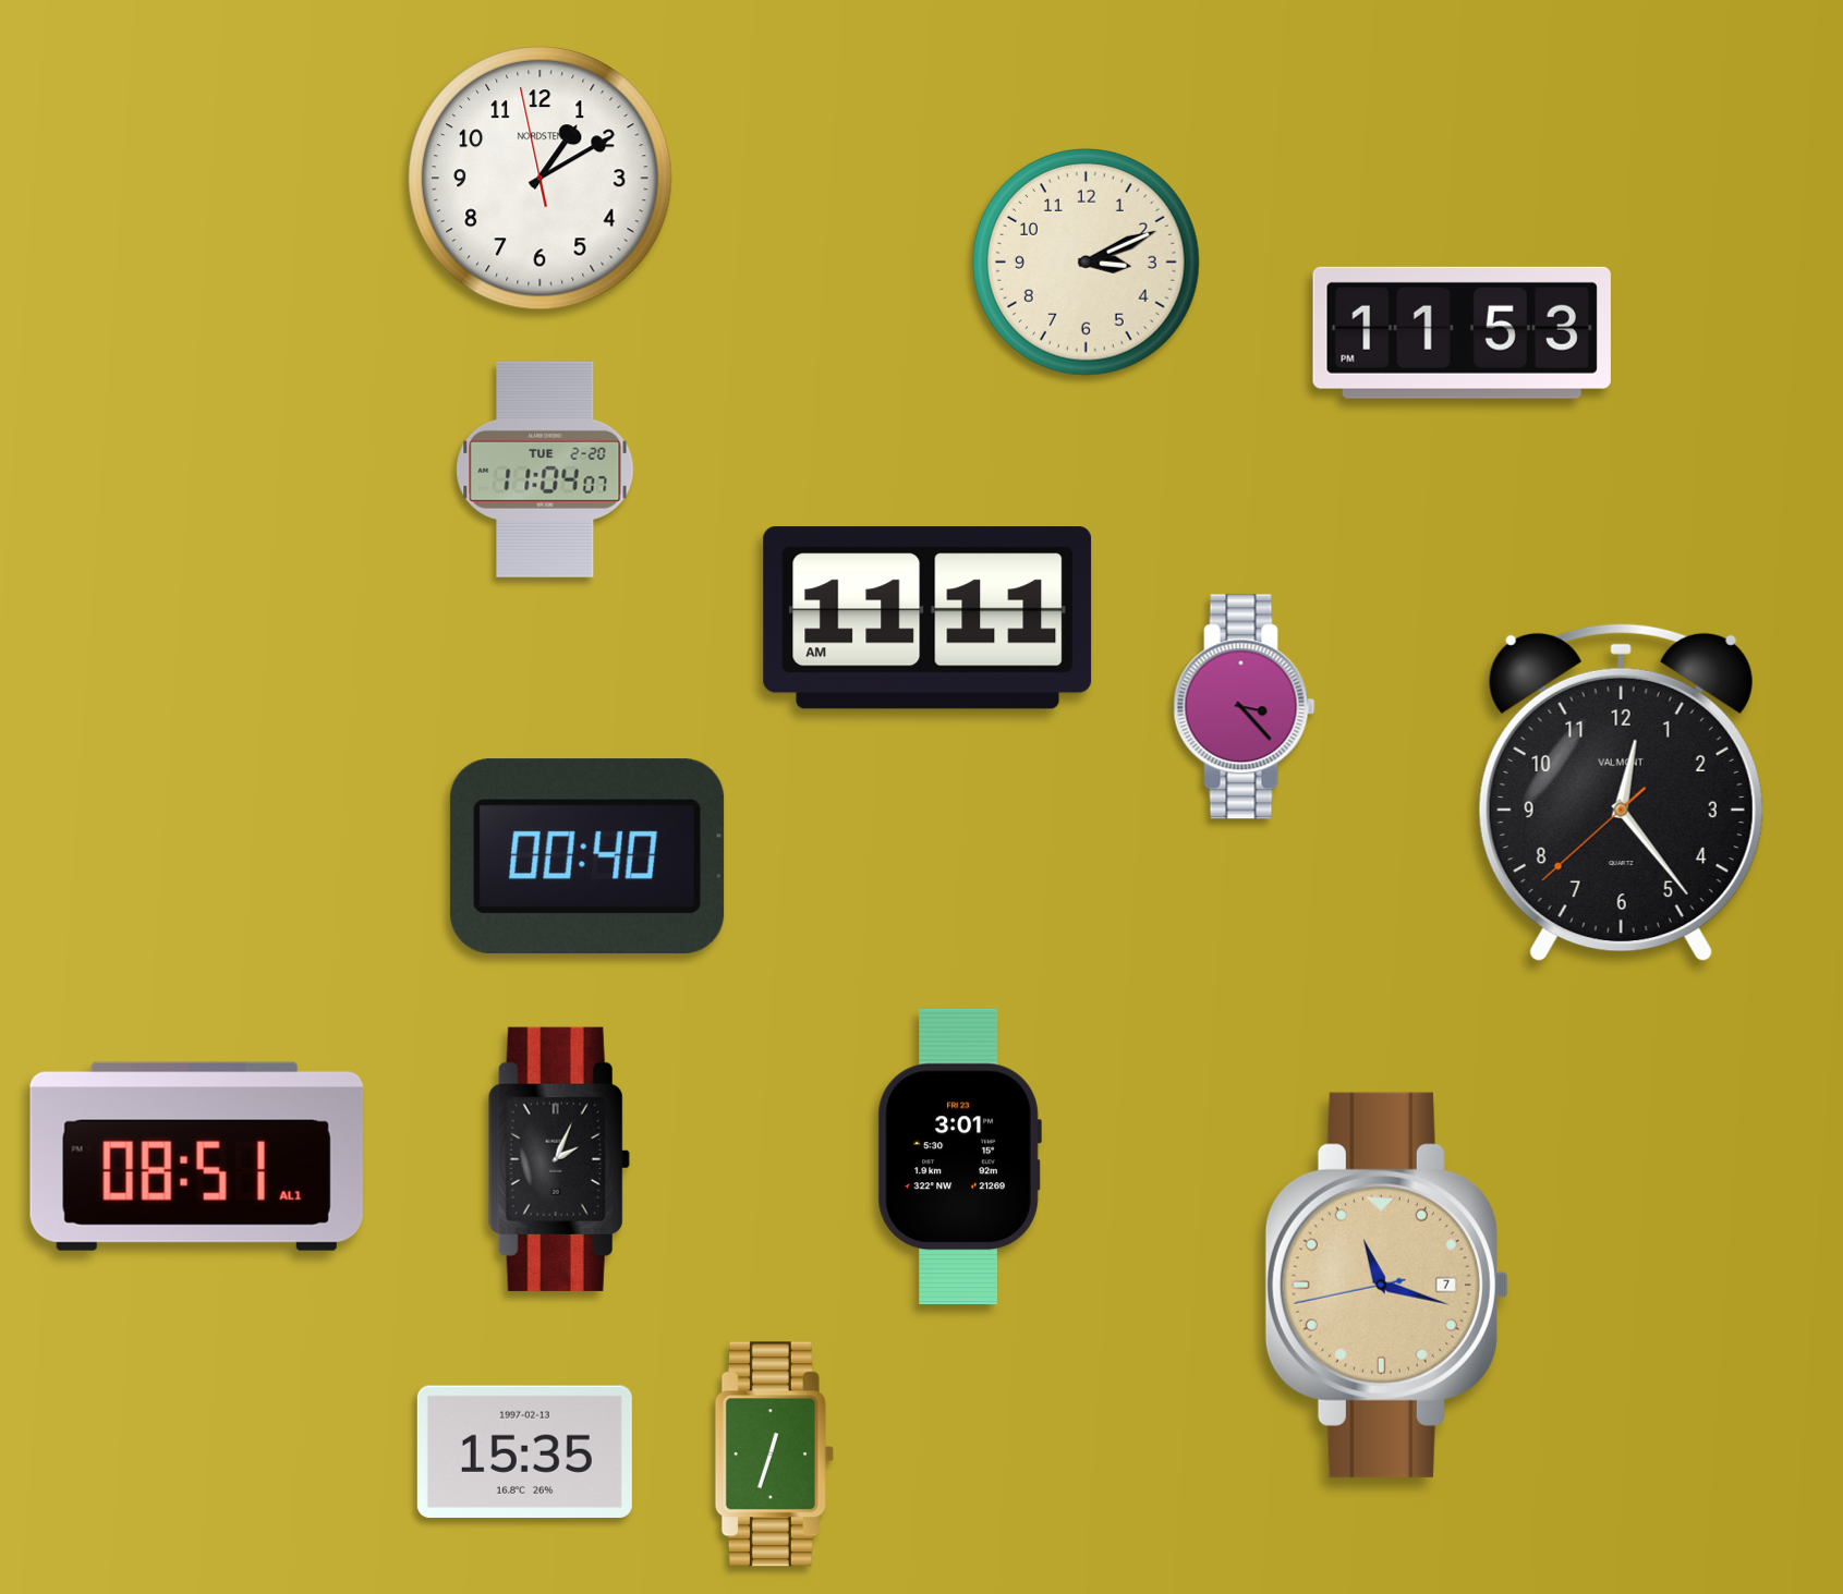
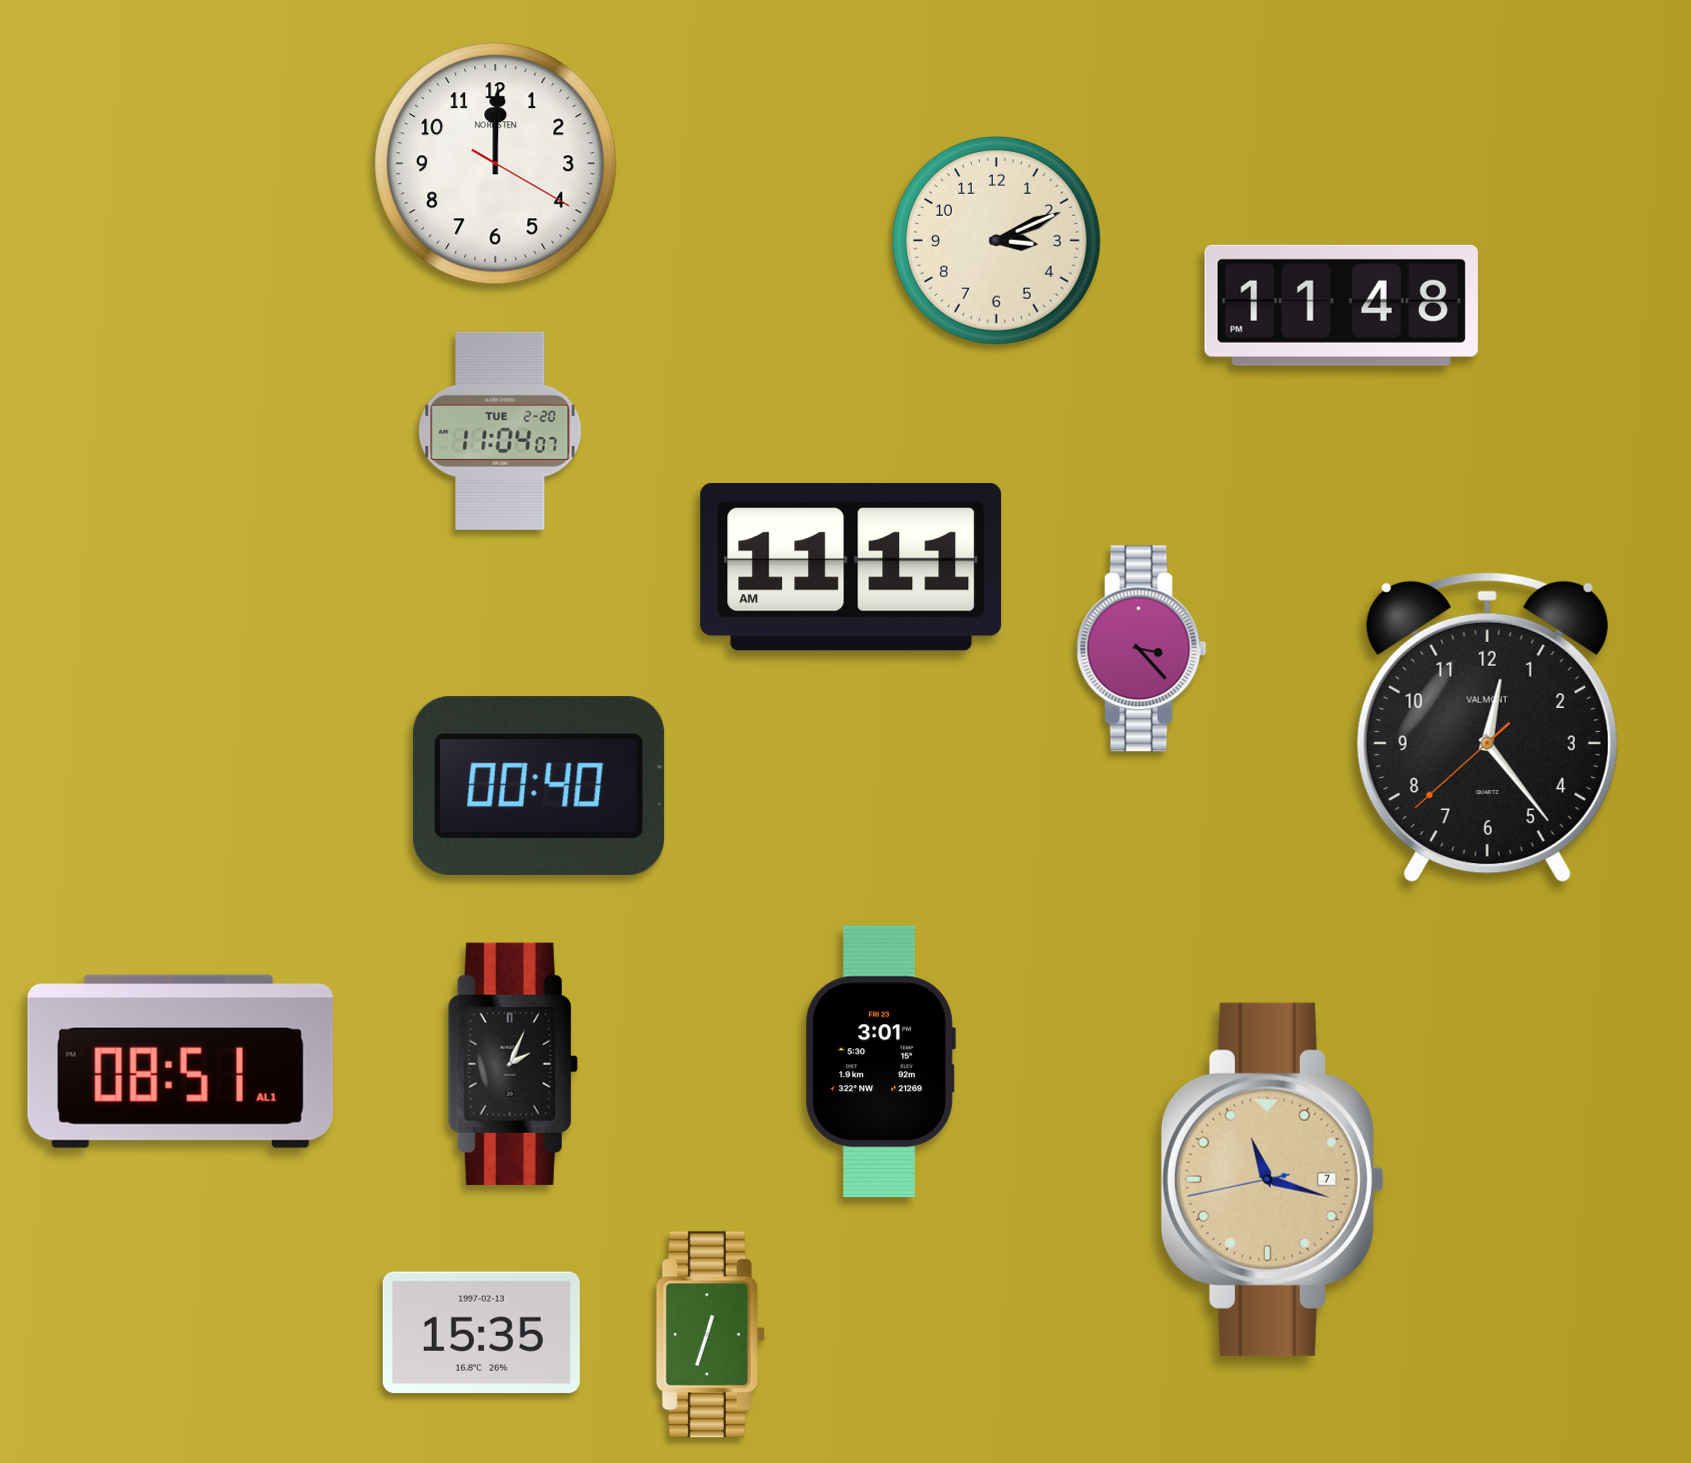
clock at (541, 179): 1:09 -> 12:00
clock at (1462, 332): 11:53 -> 11:48
